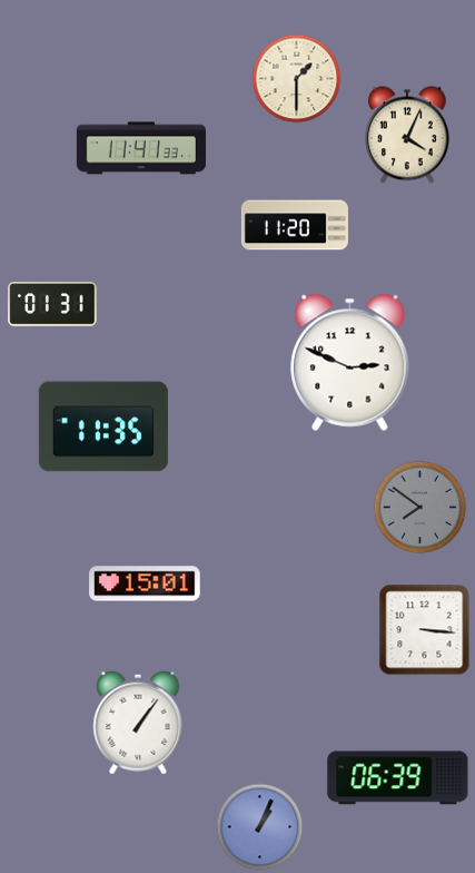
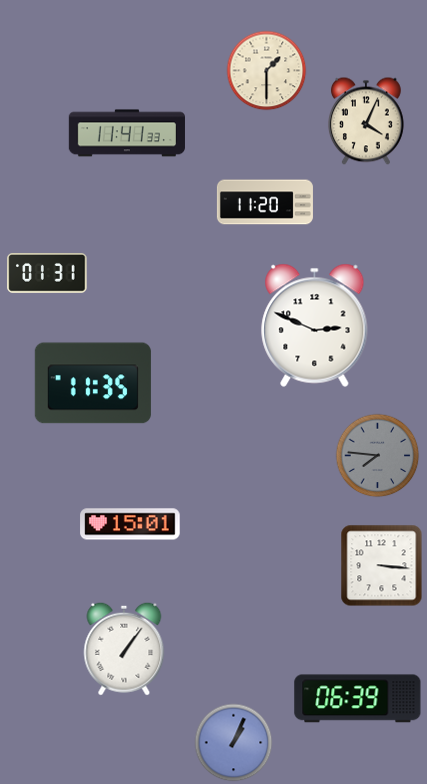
clock at (420, 508): 7:51 -> 7:46
